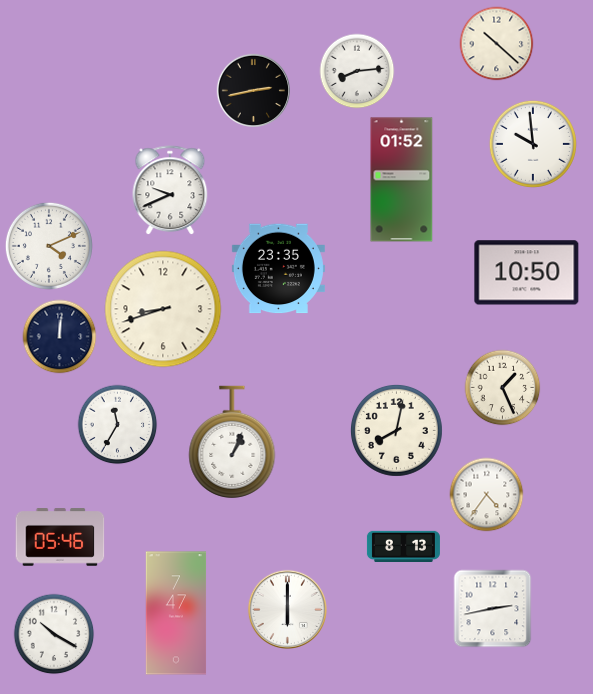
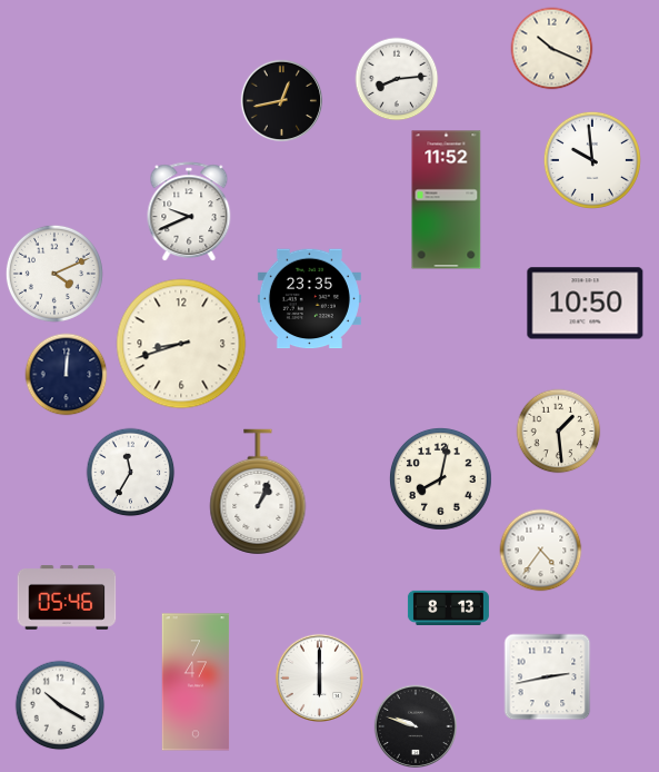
clock at (497, 44): 10:22 -> 10:19
clock at (253, 90): 2:43 -> 12:43
clock at (402, 180): 01:52 -> 11:52
clock at (503, 388): 1:26 -> 1:29
clock at (415, 725): none -> 9:48
